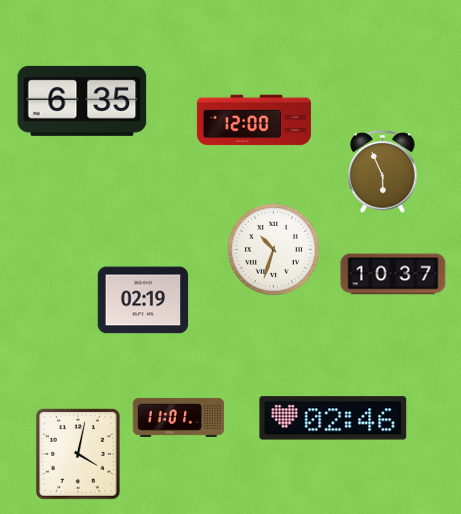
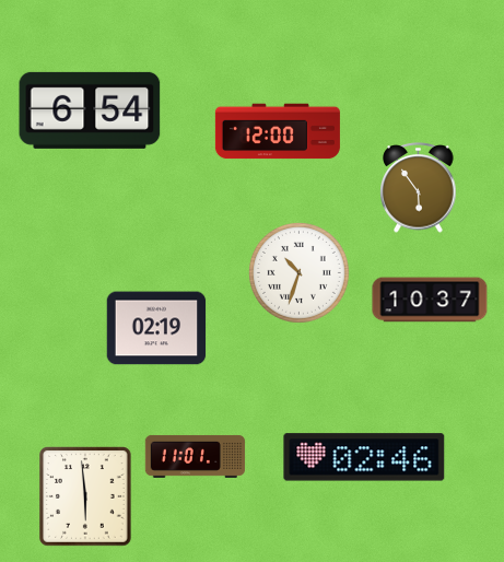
clock at (82, 101): 6:35 -> 6:54
clock at (383, 172): 5:56 -> 5:54
clock at (78, 454): 4:02 -> 5:59
